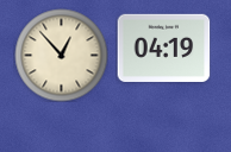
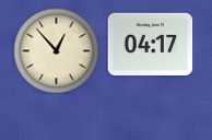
clock at (163, 47): 04:19 -> 04:17
